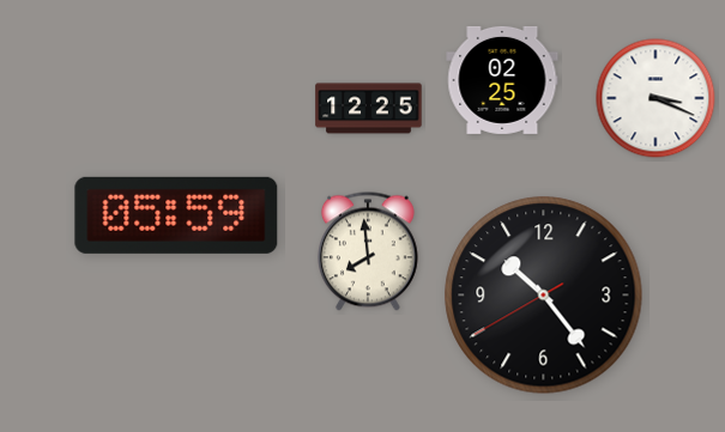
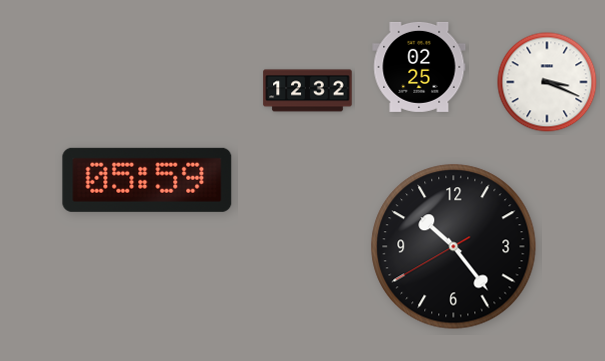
clock at (369, 109): 12:25 -> 12:32
clock at (368, 251): 7:59 -> none
